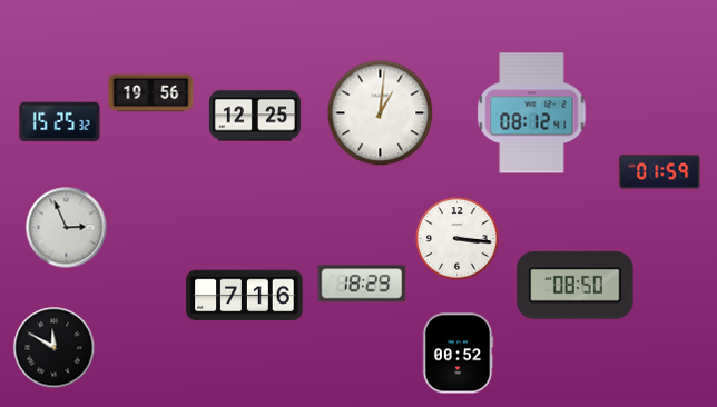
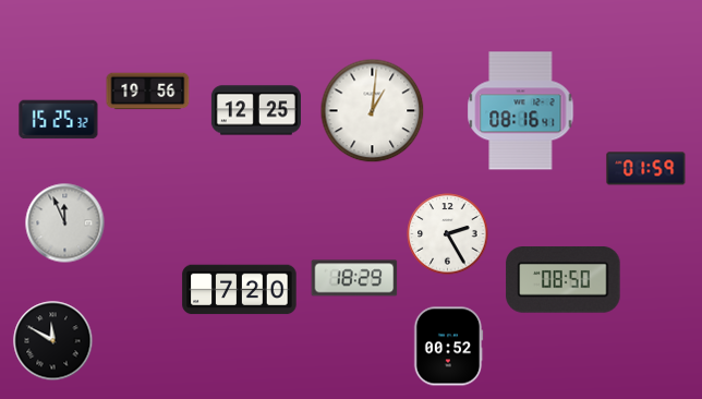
clock at (532, 113): 08:12 -> 08:16
clock at (255, 116) position: (255, 116) -> (256, 110)
clock at (67, 228): 2:56 -> 11:56
clock at (458, 239): 3:16 -> 2:25
clock at (245, 296): 7:16 -> 7:20
